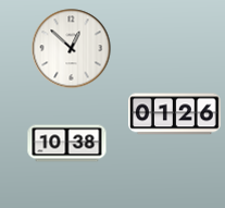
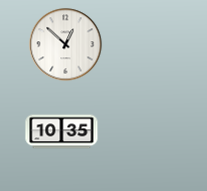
clock at (175, 114): 01:26 -> none
clock at (67, 144): 10:38 -> 10:35
